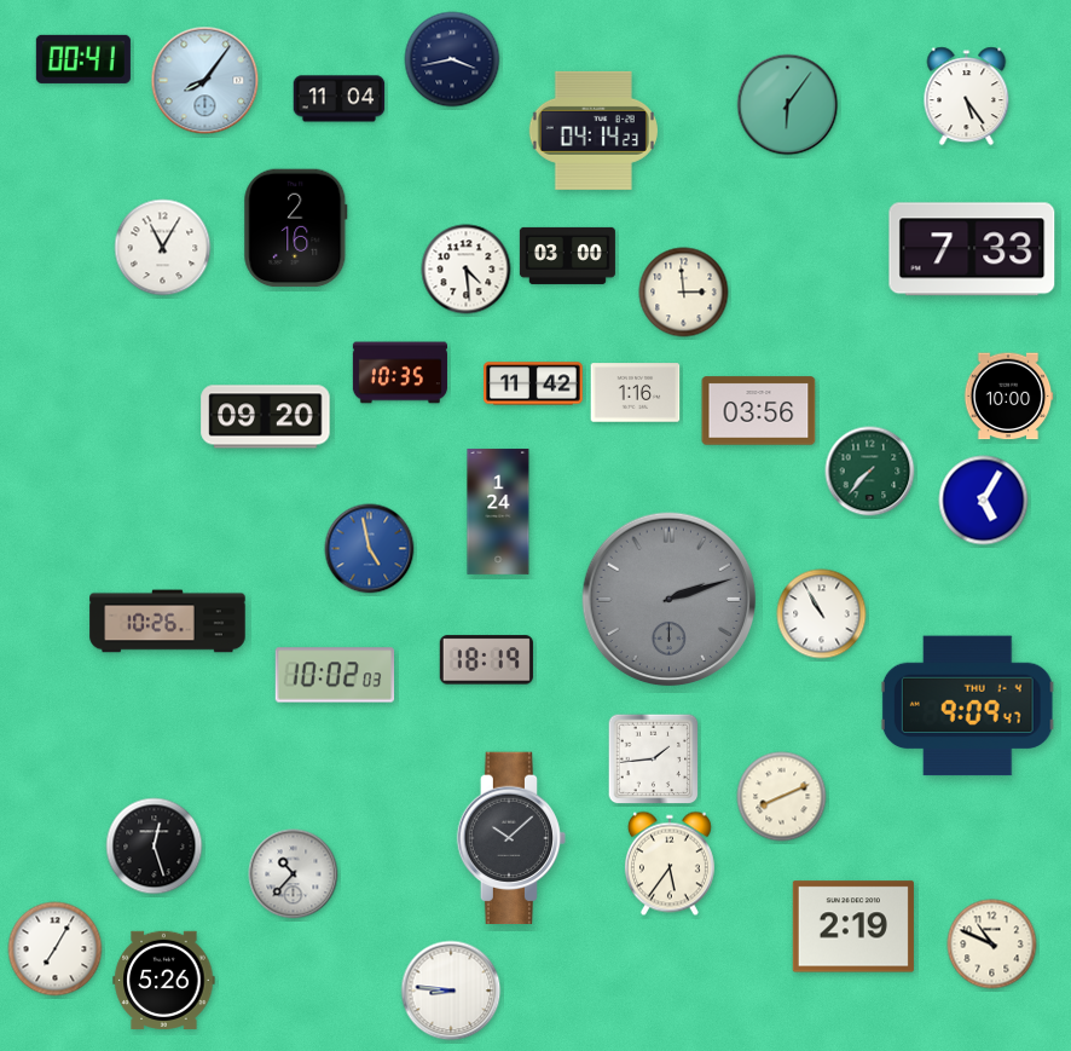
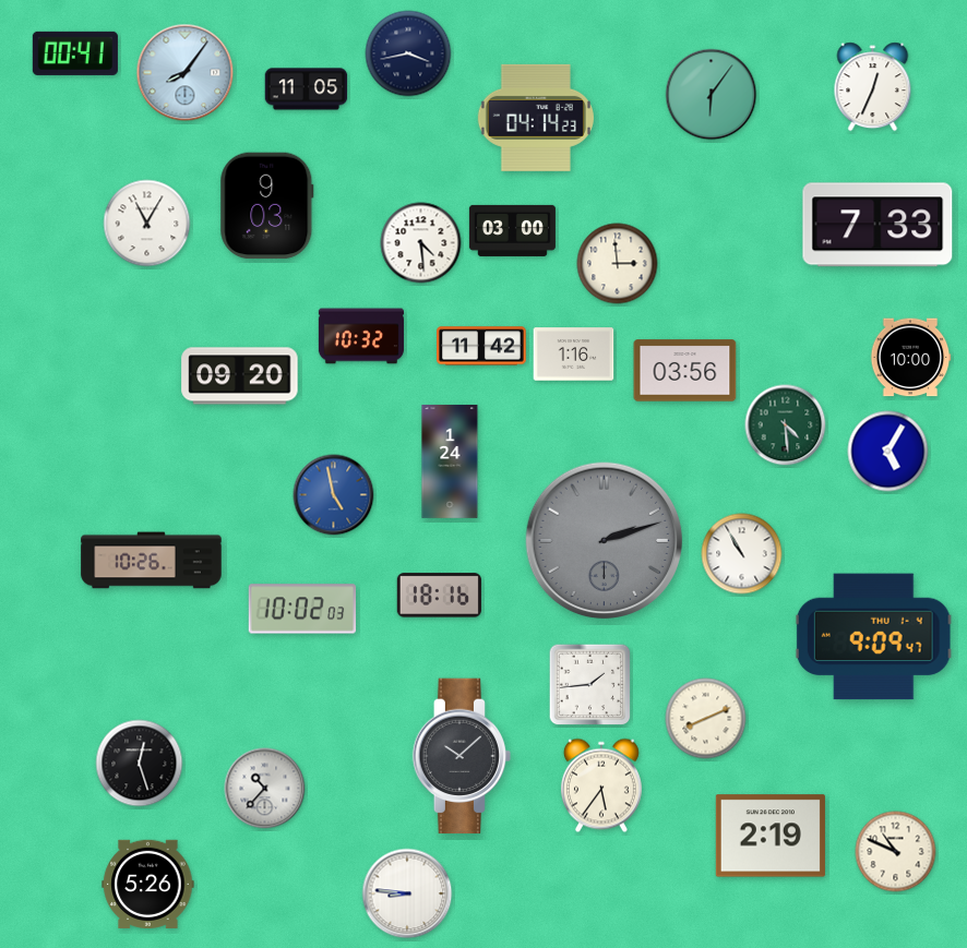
clock at (967, 97): 5:24 -> 12:34
clock at (340, 99): 11:04 -> 11:05
clock at (296, 229): 2:16 -> 9:03
clock at (400, 373): 10:35 -> 10:32
clock at (870, 472): 7:37 -> 4:29
clock at (486, 660): 18:19 -> 18:16
clock at (670, 864) position: (670, 864) -> (601, 785)
clock at (56, 949): 7:05 -> none
